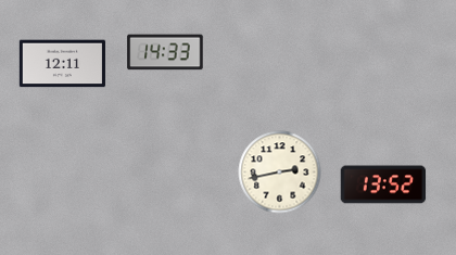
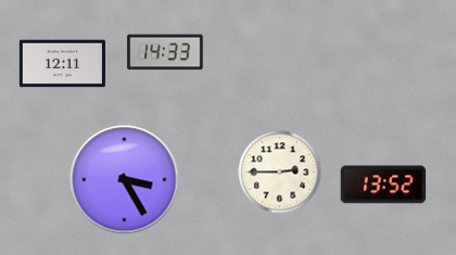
clock at (280, 173): 2:43 -> 2:45
clock at (125, 180): none -> 3:25
